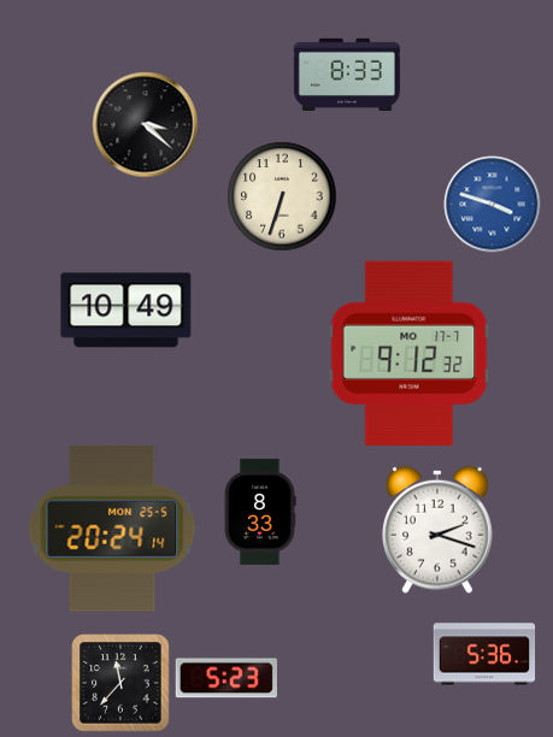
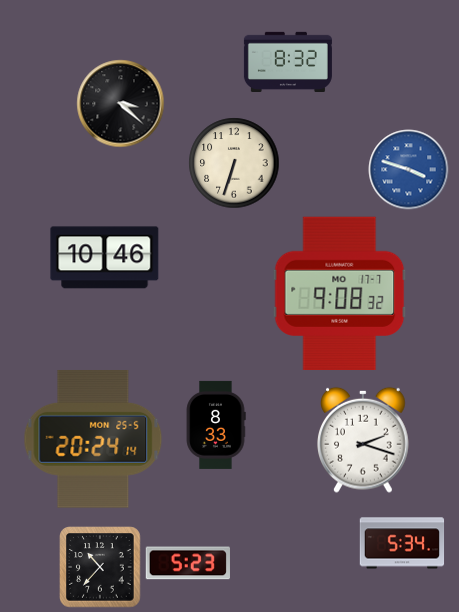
clock at (347, 73): 8:33 -> 8:32
clock at (127, 311): 10:49 -> 10:46
clock at (410, 353): 9:12 -> 9:08
clock at (484, 654): 5:36 -> 5:34
clock at (120, 683): 11:37 -> 10:37
